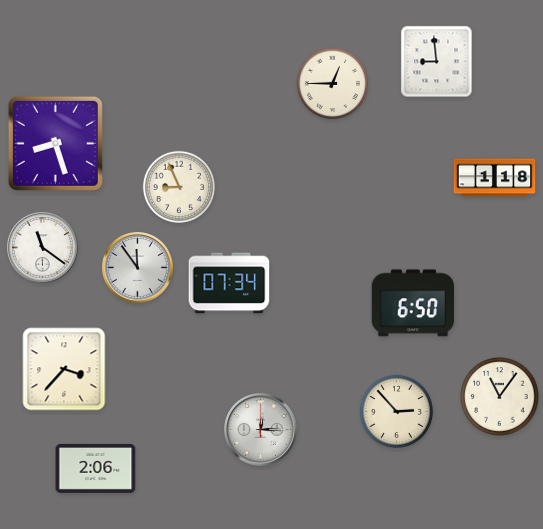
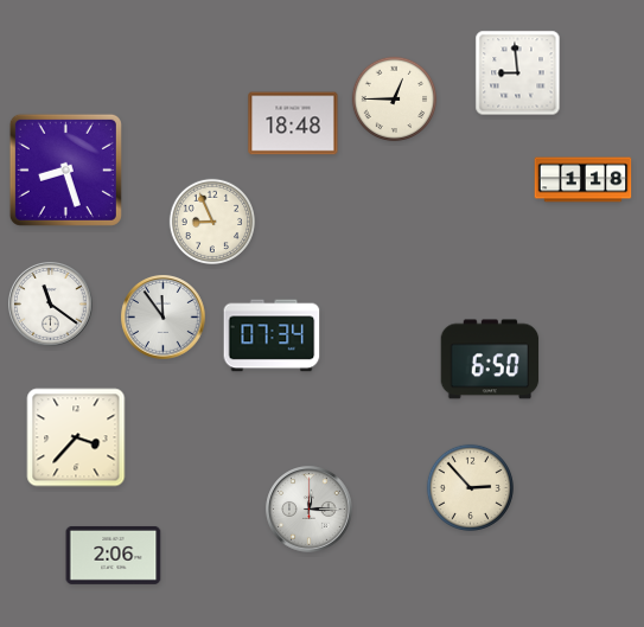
clock at (293, 123): none -> 18:48
clock at (495, 178) position: (495, 178) -> (584, 180)
clock at (43, 248) position: (43, 248) -> (51, 305)
clock at (500, 397): 11:06 -> none
